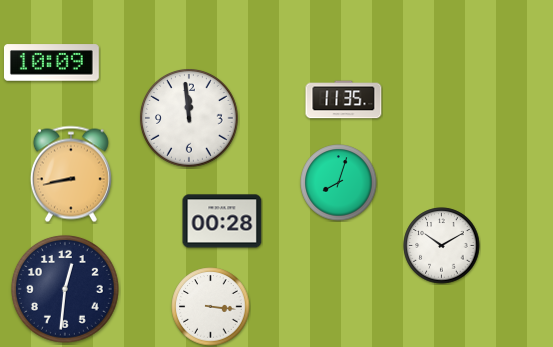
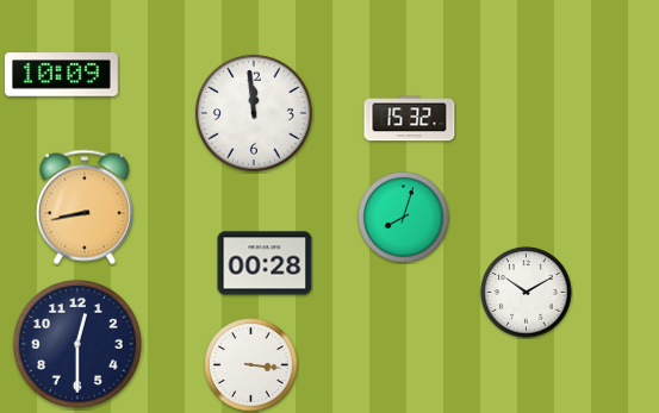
clock at (344, 100): 11:35 -> 15:32
clock at (190, 119) position: (190, 119) -> (255, 114)
clock at (65, 289): 12:31 -> 12:30
